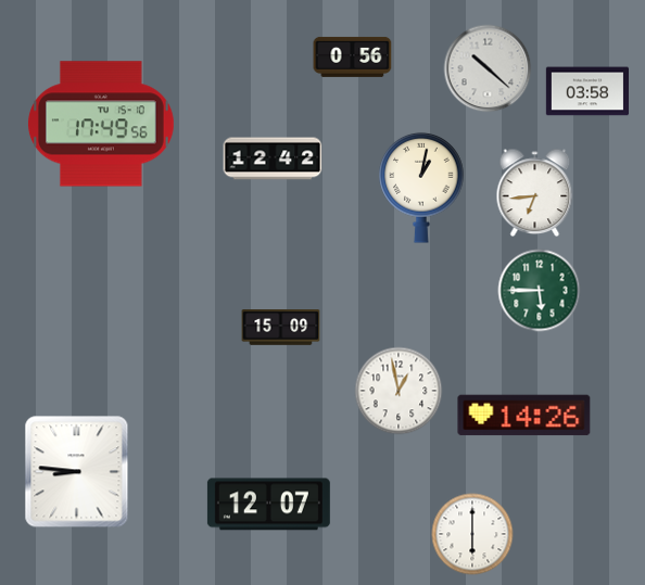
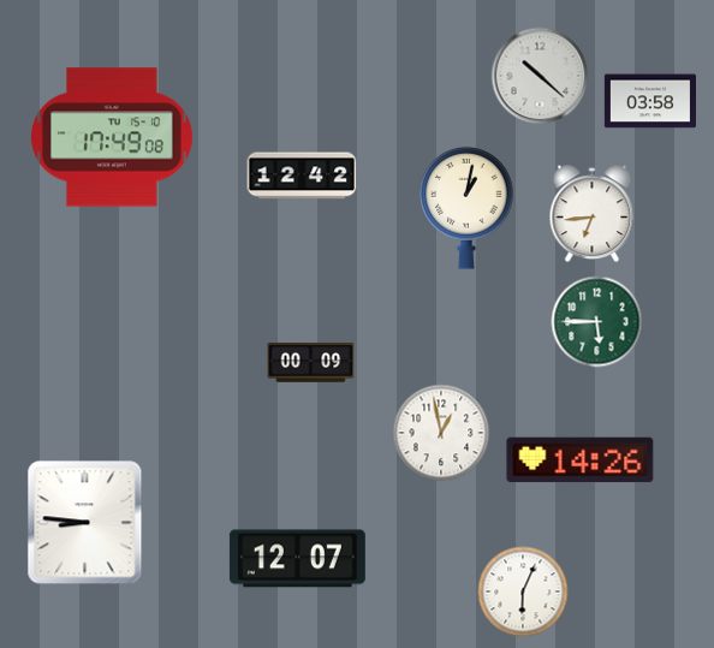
clock at (353, 56): 0:56 -> none
clock at (101, 124): 17:49:56 -> 17:49:08
clock at (281, 328): 15:09 -> 00:09
clock at (472, 534): 6:00 -> 6:04
